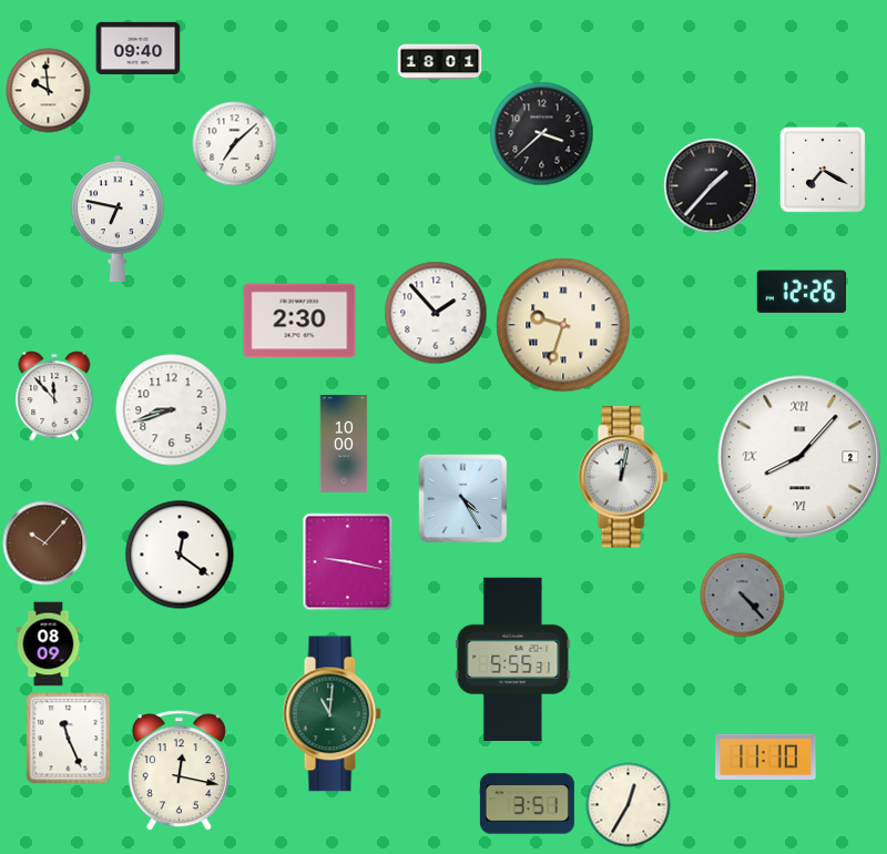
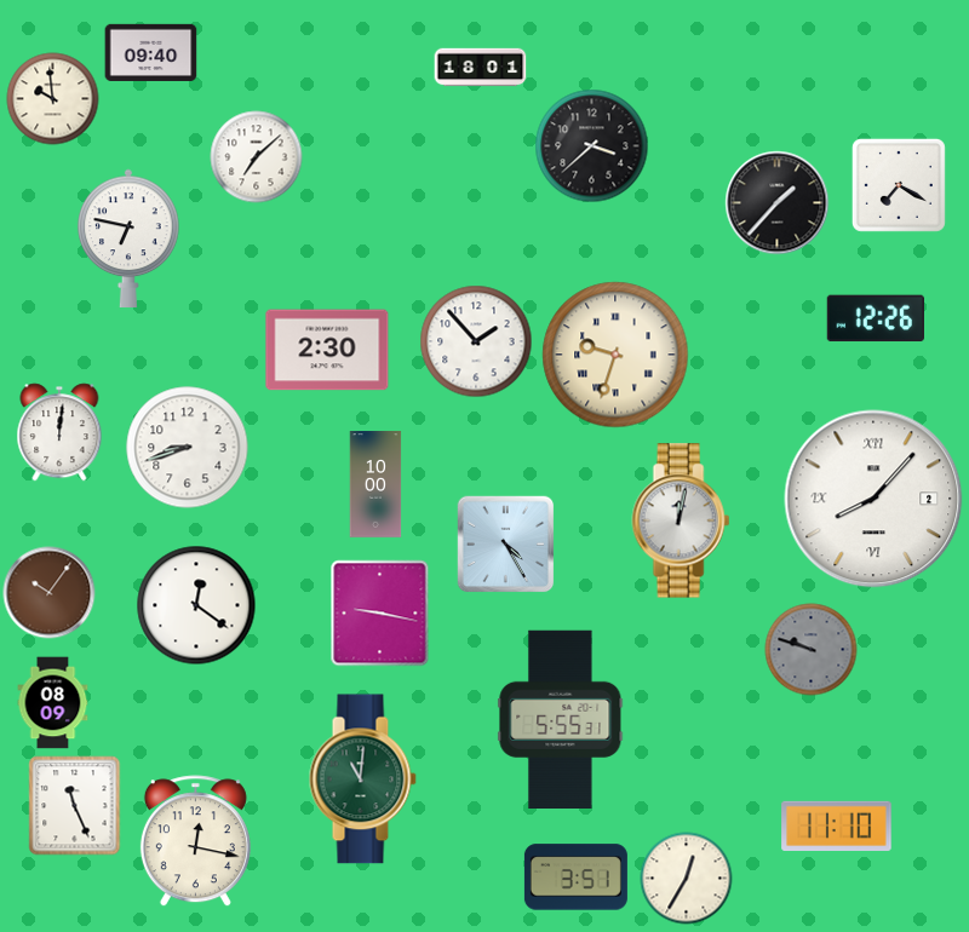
clock at (54, 396): 11:53 -> 12:01
clock at (45, 543): 10:07 -> 10:06
clock at (743, 596): 4:23 -> 9:48
